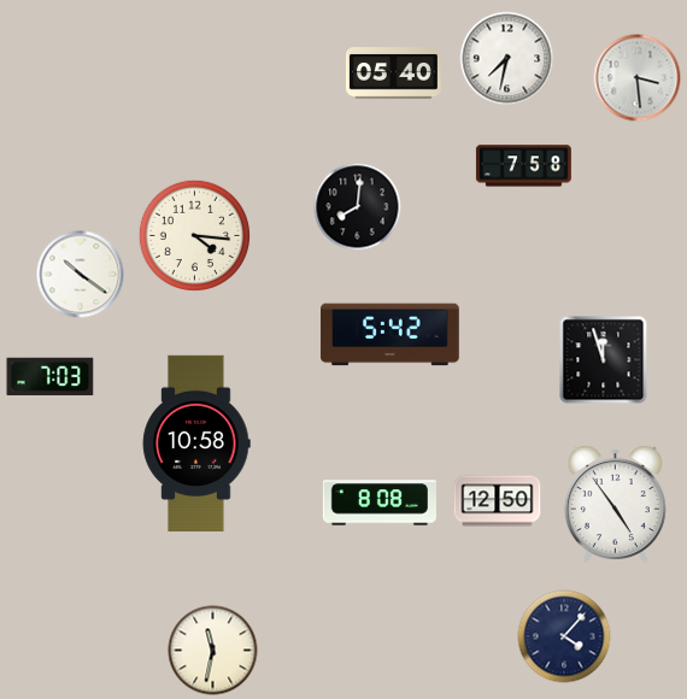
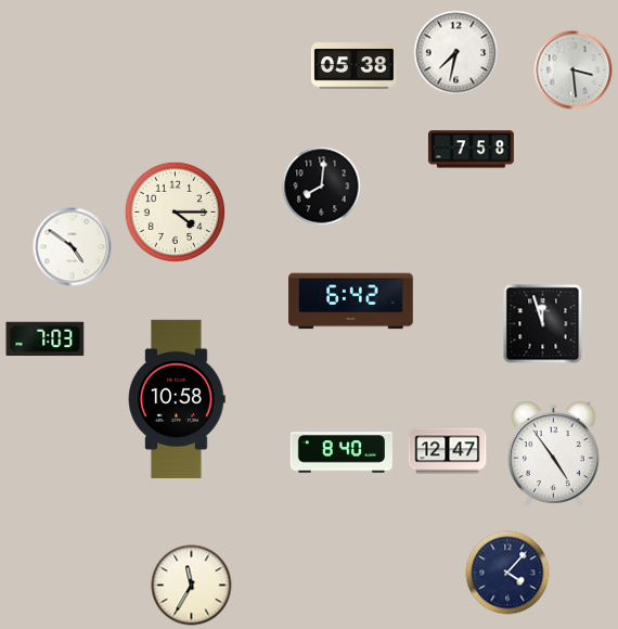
clock at (393, 74): 05:40 -> 05:38
clock at (194, 235): 4:16 -> 4:15
clock at (81, 275): 10:21 -> 4:51
clock at (391, 335): 5:42 -> 6:42
clock at (498, 501): 12:50 -> 12:47
clock at (378, 503): 8:08 -> 8:40
clock at (213, 651): 11:32 -> 11:35
